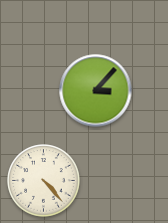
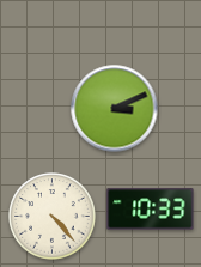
clock at (96, 91): 3:07 -> 3:11
clock at (151, 210): none -> 10:33
